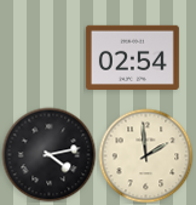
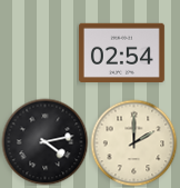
clock at (145, 155): 1:59 -> 2:00
